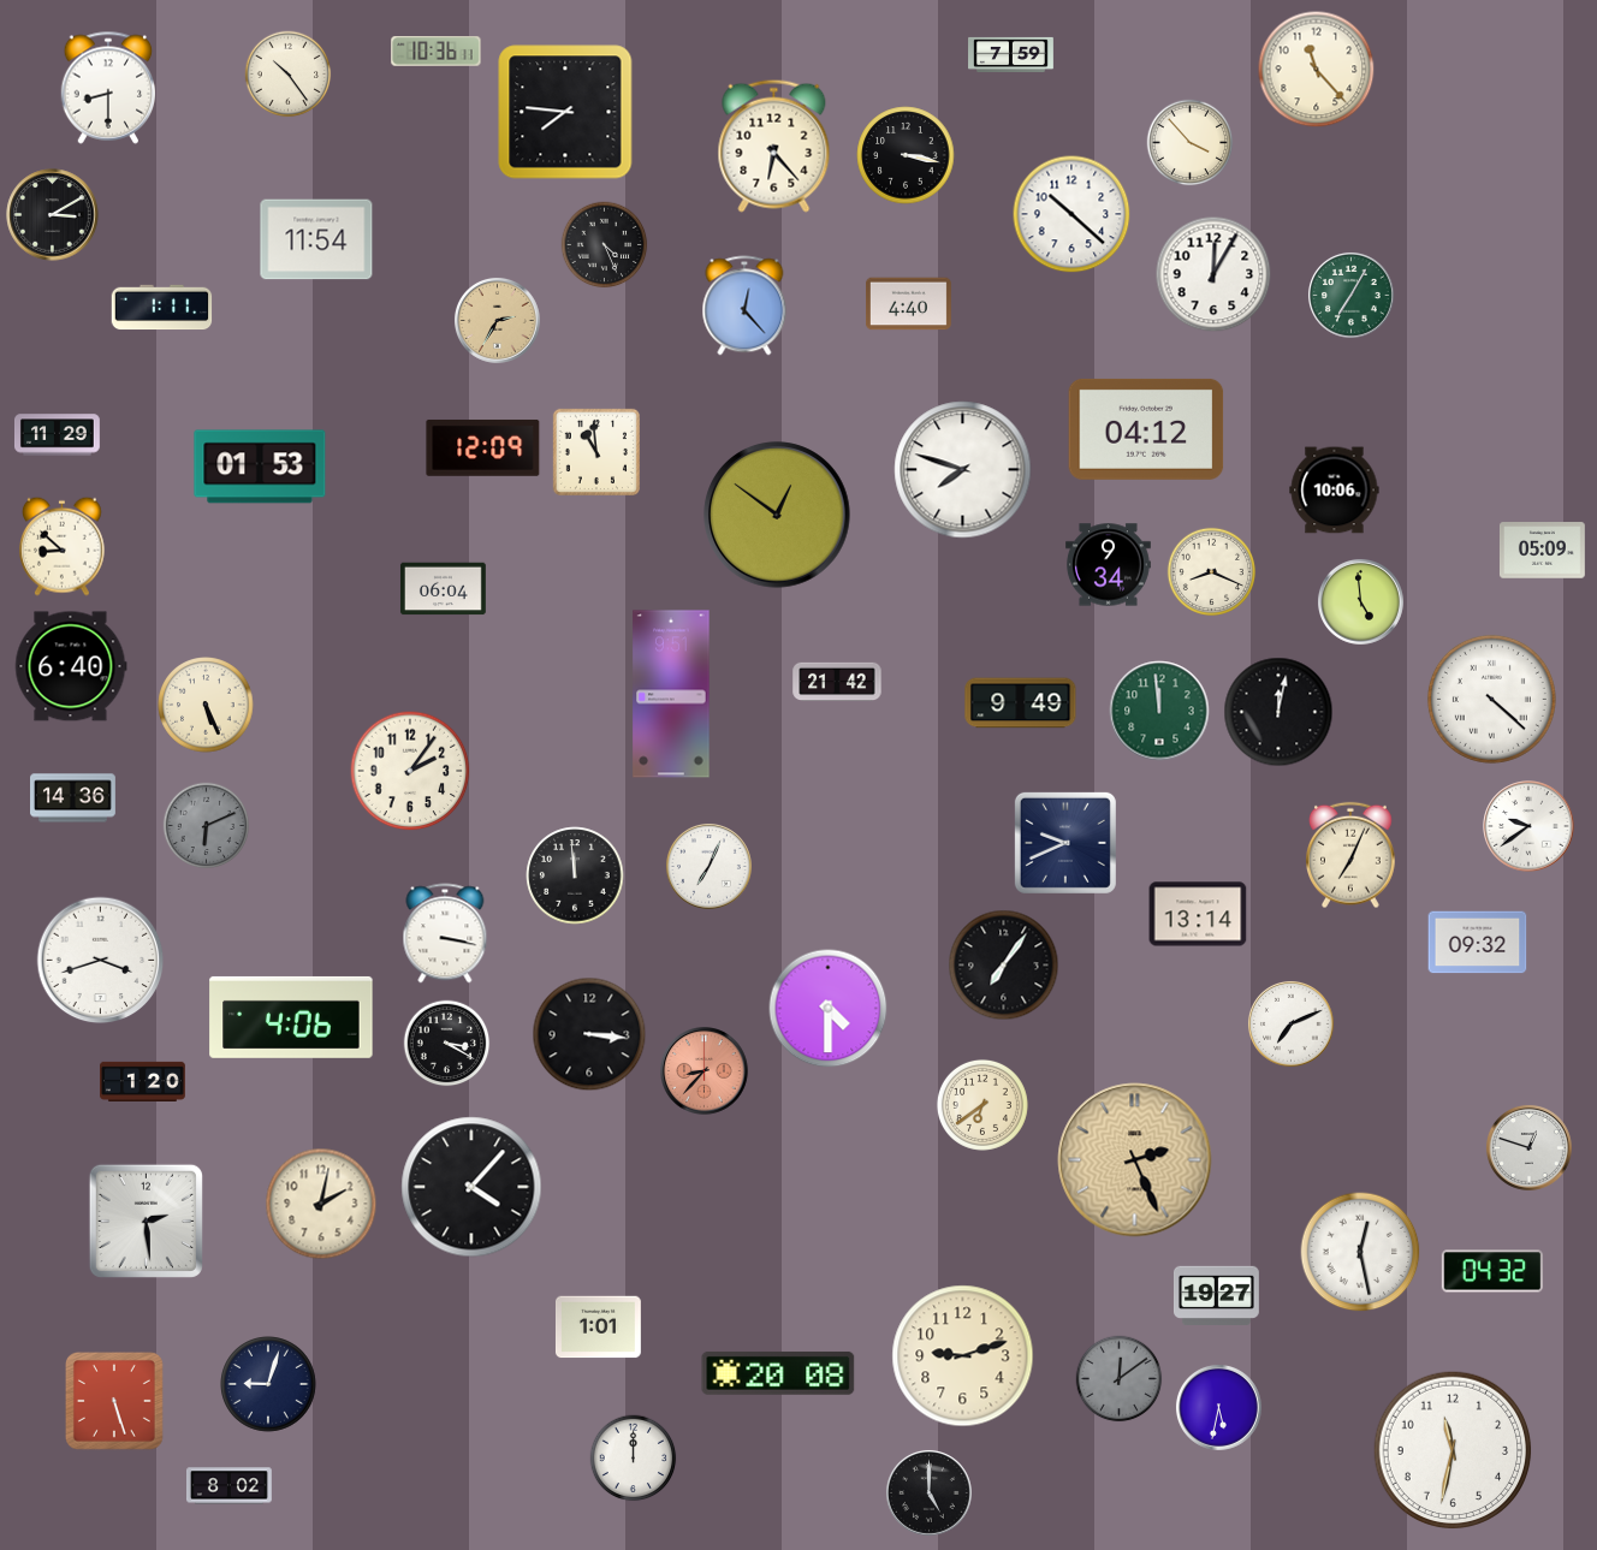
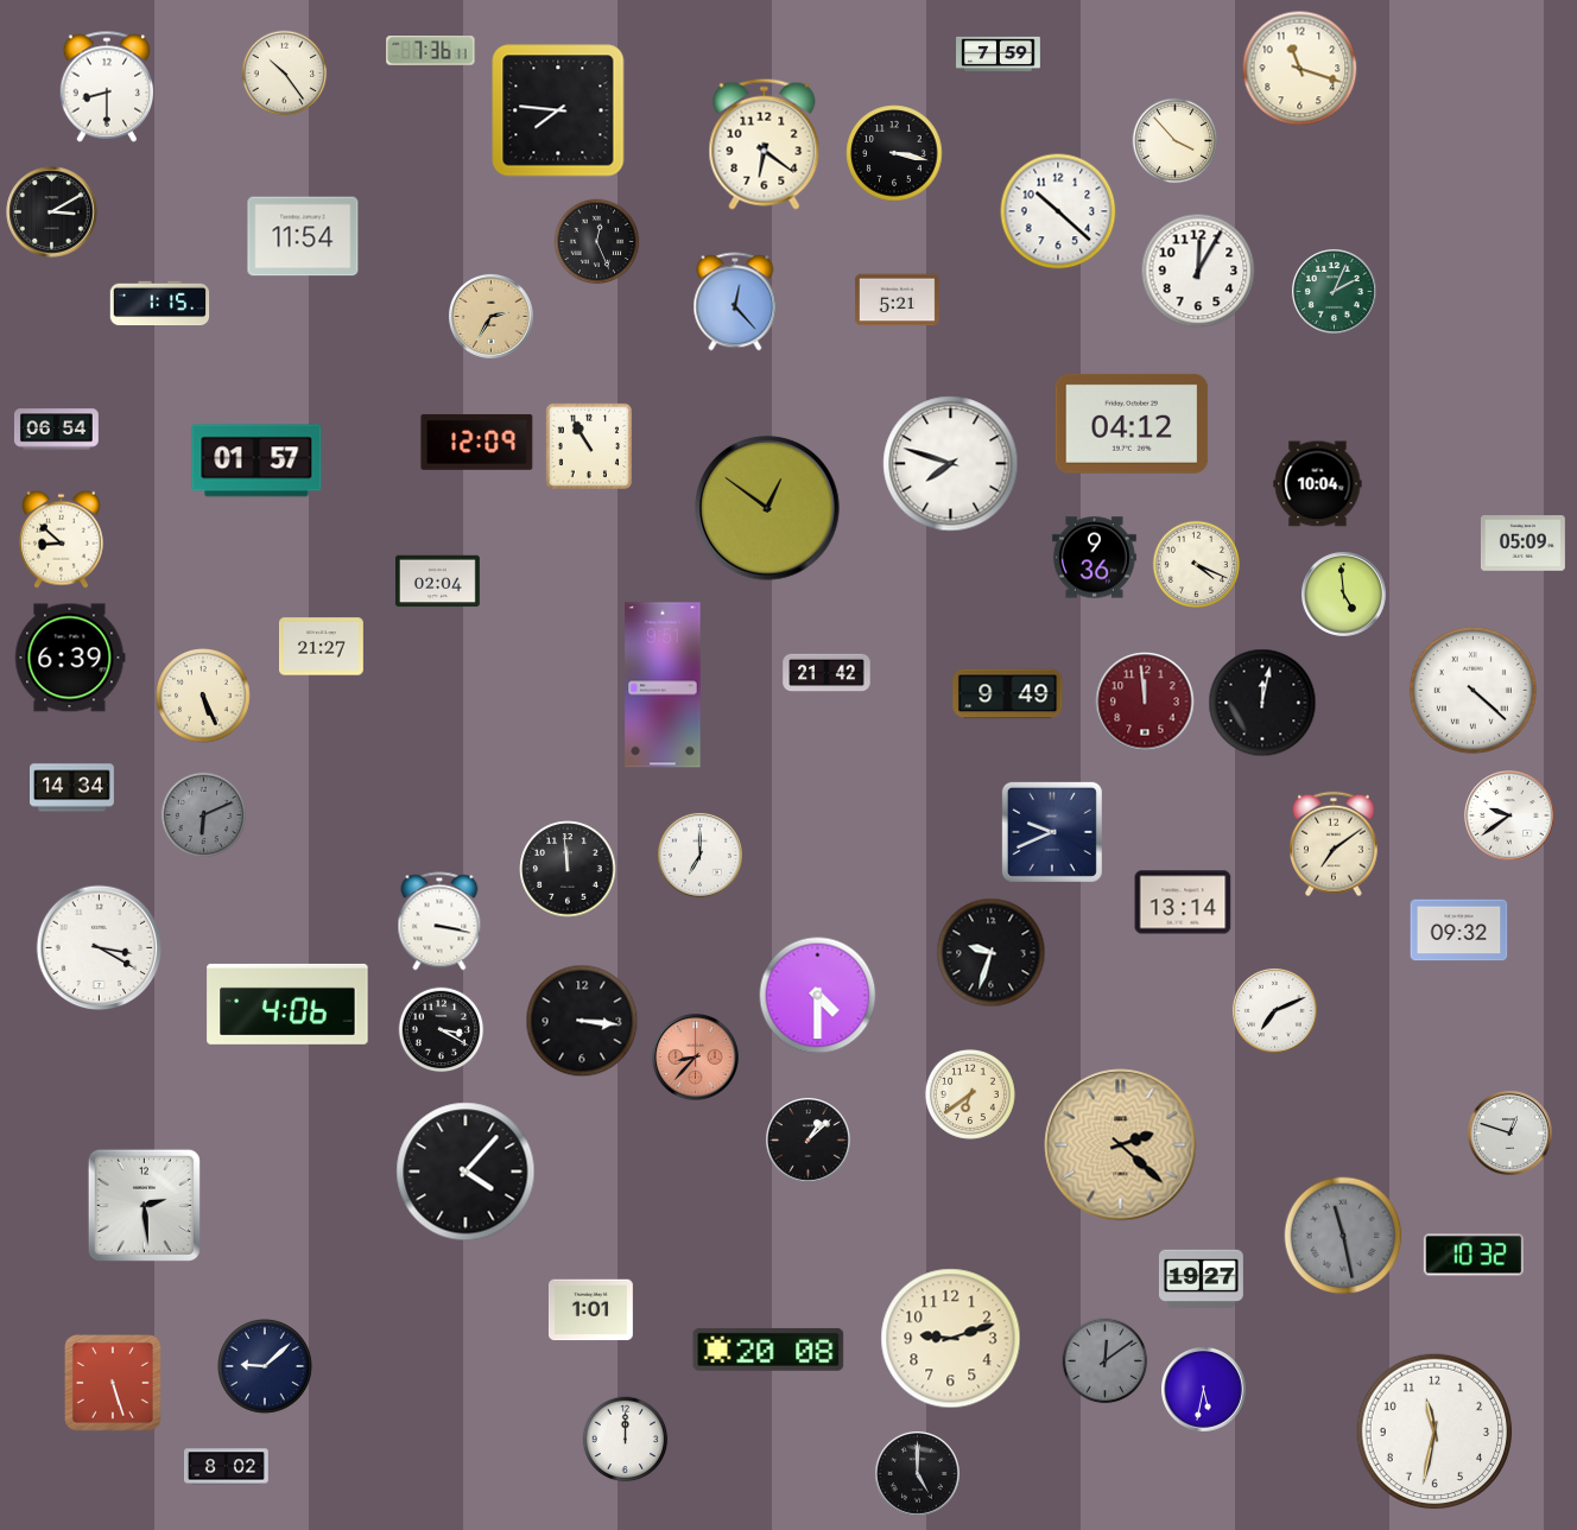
clock at (437, 52): 10:36 -> 7:36
clock at (1317, 70): 11:23 -> 11:18
clock at (774, 146): 6:23 -> 6:21
clock at (316, 239) position: (316, 239) -> (303, 236)
clock at (605, 245): 4:26 -> 12:26
clock at (1350, 295): 7:05 -> 2:04
clock at (909, 304): 4:40 -> 5:21
clock at (162, 308): 1:11 -> 1:15
clock at (57, 435): 11:29 -> 06:54
clock at (596, 452): 10:59 -> 10:55
clock at (260, 467): 01:53 -> 01:57
clock at (1335, 491): 10:06 -> 10:04
clock at (1109, 565): 9:34 -> 9:36
clock at (1211, 571): 8:19 -> 4:19
clock at (443, 589): 06:04 -> 02:04
clock at (322, 647): none -> 21:27
clock at (71, 666): 6:40 -> 6:39
clock at (1159, 711) dial: green -> burgundy
clock at (410, 771): 2:06 -> none
clock at (73, 798): 14:36 -> 14:34
clock at (1352, 855): 7:04 -> 7:09
clock at (708, 866): 7:04 -> 7:00
clock at (575, 875) position: (575, 875) -> (568, 869)
clock at (101, 961): 3:42 -> 3:20
clock at (1004, 966): 7:06 -> 9:33
clock at (143, 1081): 1:20 -> none
clock at (982, 1105) position: (982, 1105) -> (970, 1094)
clock at (807, 1139): none -> 1:08
clock at (1135, 1160): 2:26 -> 2:22
clock at (321, 1204): 2:02 -> none
clock at (1360, 1252): 12:28 -> 11:28
clock at (1360, 1252) dial: white -> grey
clock at (1492, 1271): 04:32 -> 10:32
clock at (778, 1373) position: (778, 1373) -> (768, 1350)
clock at (268, 1384): 9:03 -> 9:08
